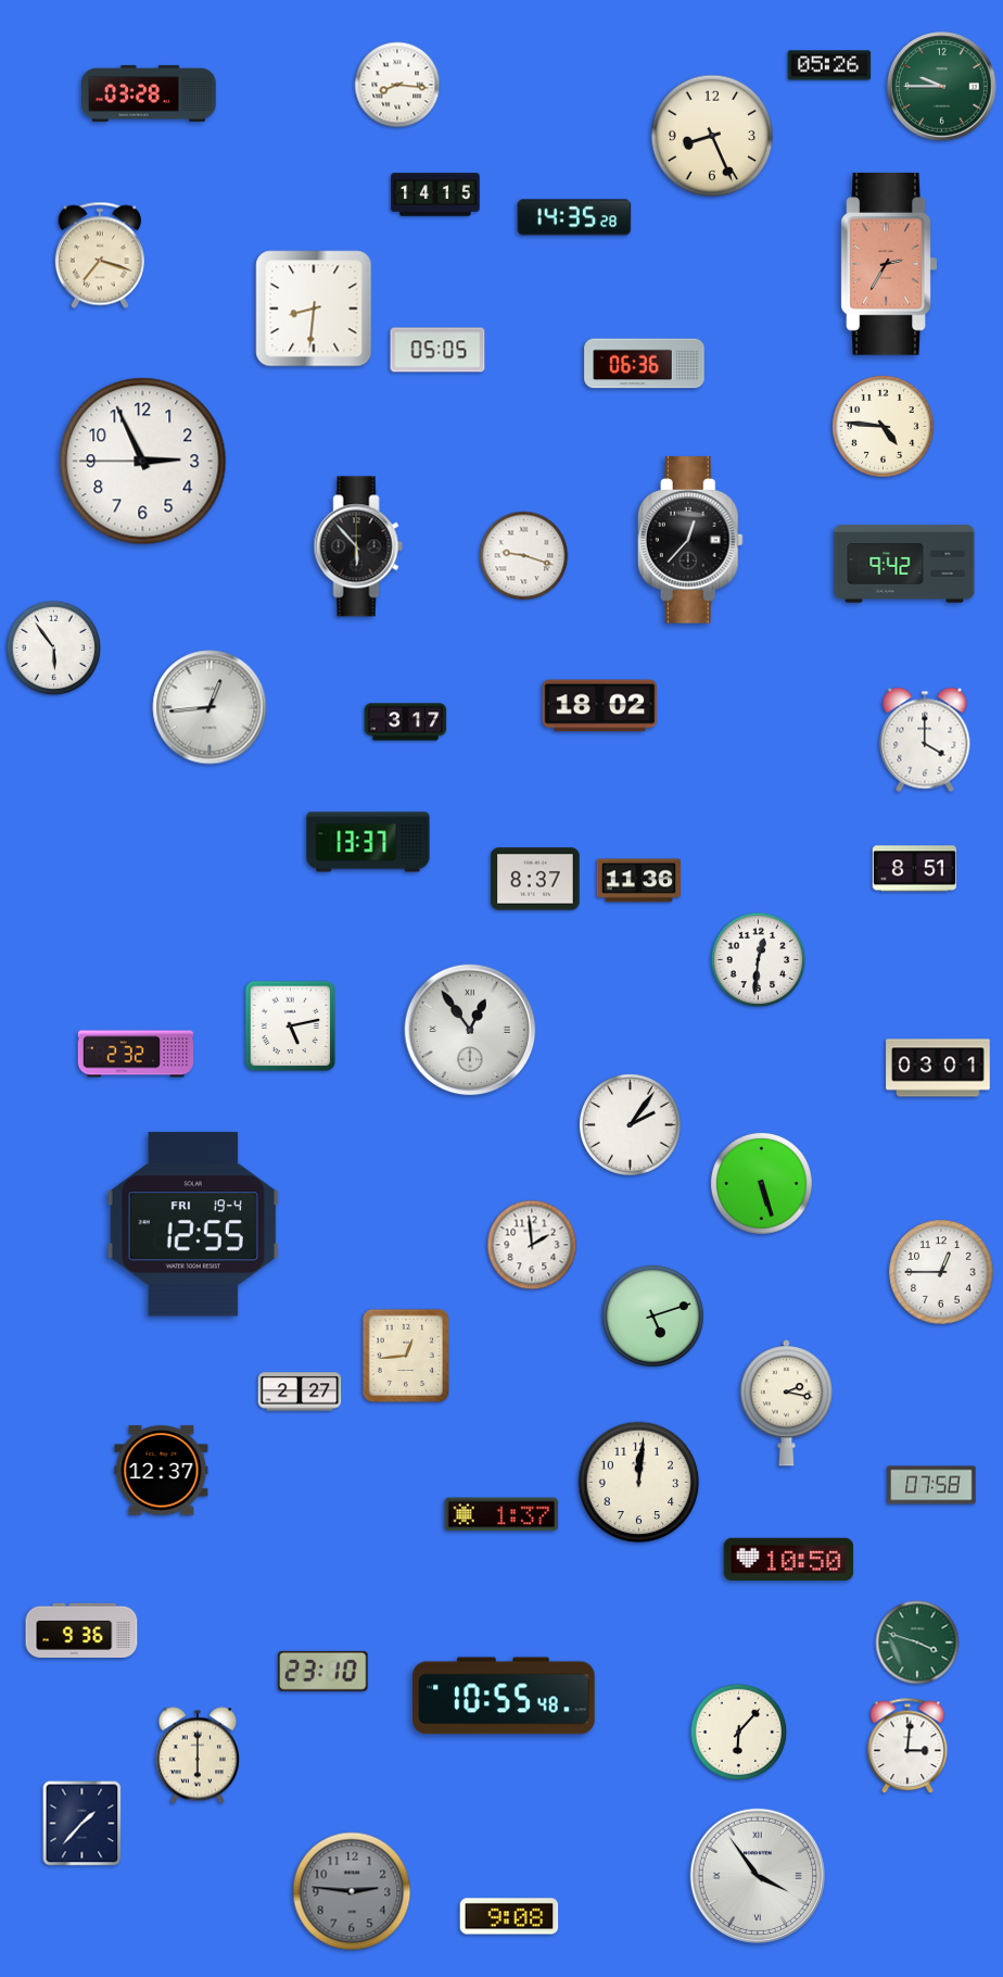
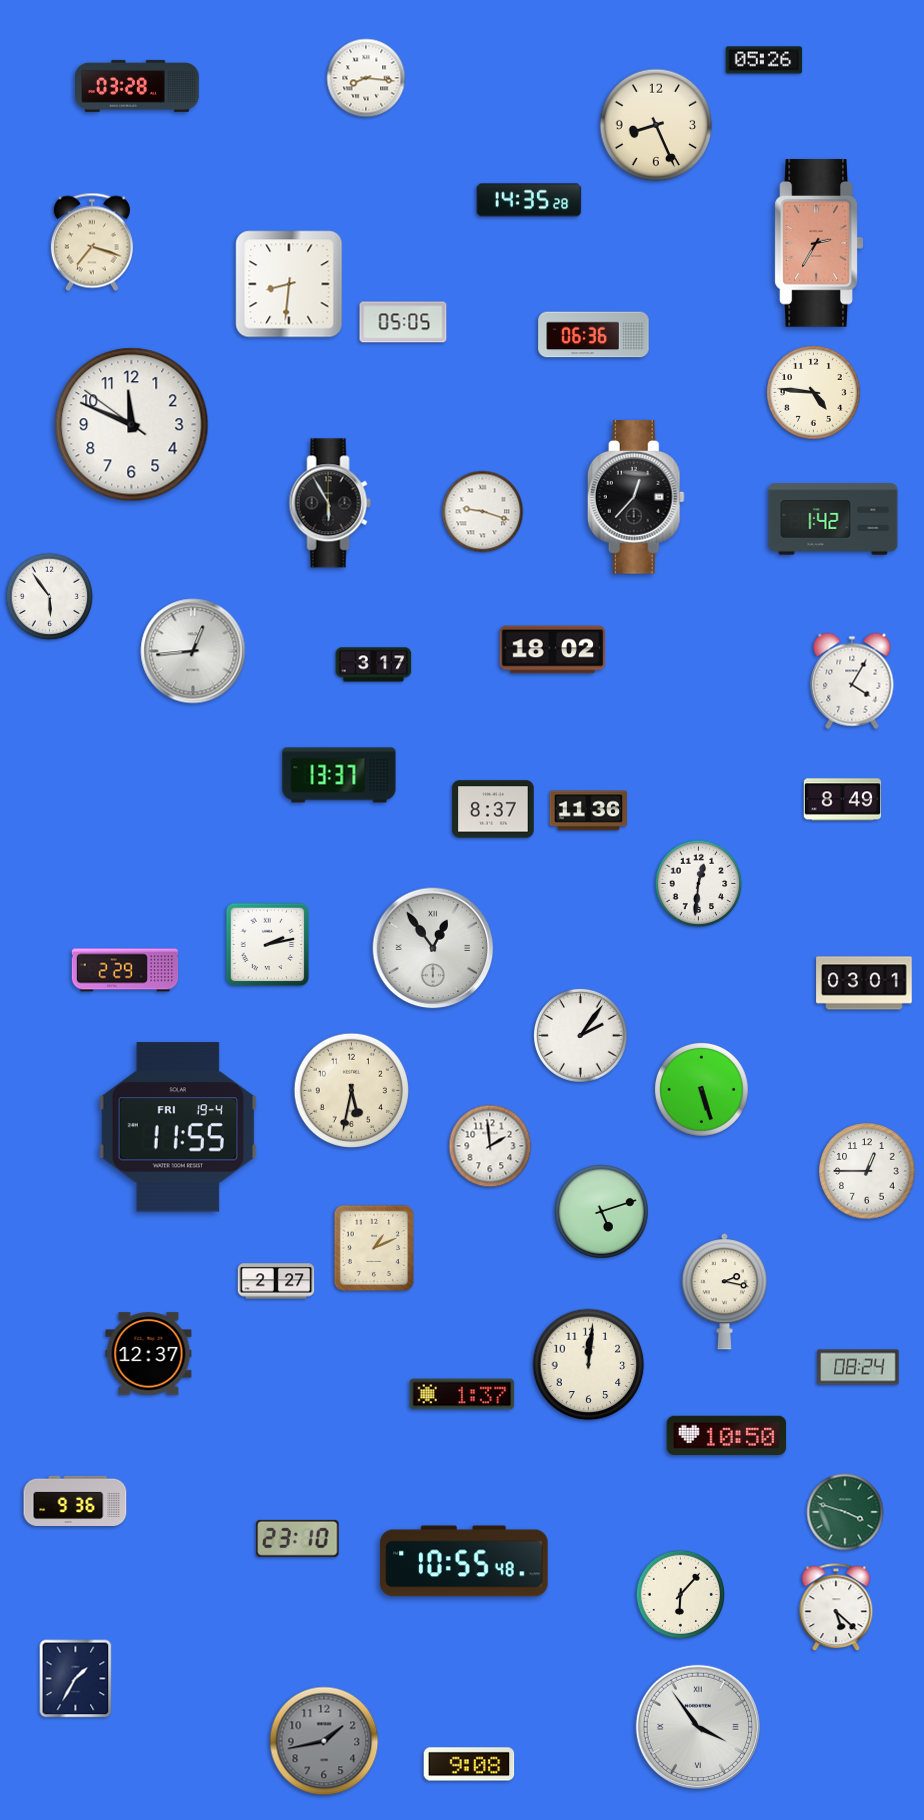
clock at (942, 87): 9:45 -> none
clock at (435, 194): 14:15 -> none
clock at (100, 255) position: (100, 255) -> (92, 242)
clock at (143, 462): 2:55 -> 11:48
clock at (358, 546): 5:53 -> 5:55
clock at (904, 564): 9:42 -> 1:42
clock at (925, 740): 4:00 -> 4:05
clock at (915, 869): 8:51 -> 8:49
clock at (291, 1027): 5:13 -> 2:13
clock at (136, 1054): 2:32 -> 2:29
clock at (351, 1090): none -> 5:32
clock at (192, 1224): 12:55 -> 11:55
clock at (405, 1356): 12:44 -> 1:11
clock at (931, 1485): 07:58 -> 08:24
clock at (907, 1747): 3:01 -> 5:22
clock at (198, 1755): 6:00 -> none
clock at (82, 1824): 1:37 -> 1:35
clock at (352, 1891): 2:46 -> 1:43
